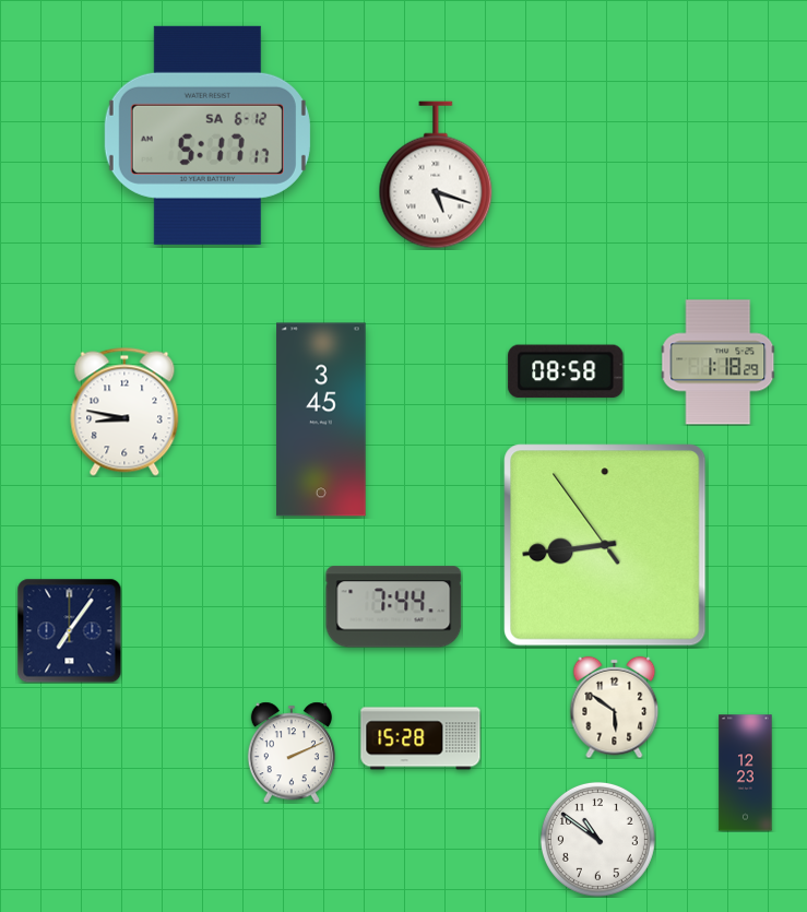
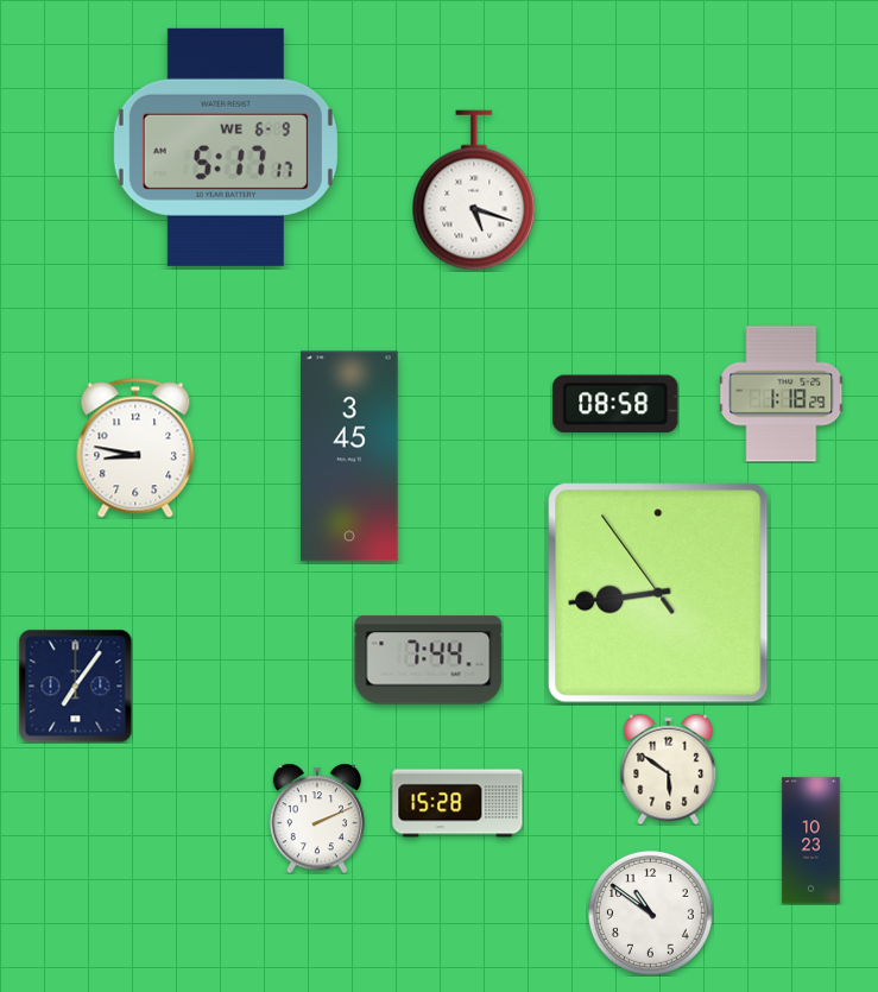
clock at (207, 135) date: SA 6-12 -> WE 6-9
clock at (746, 773): 12:23 -> 10:23
